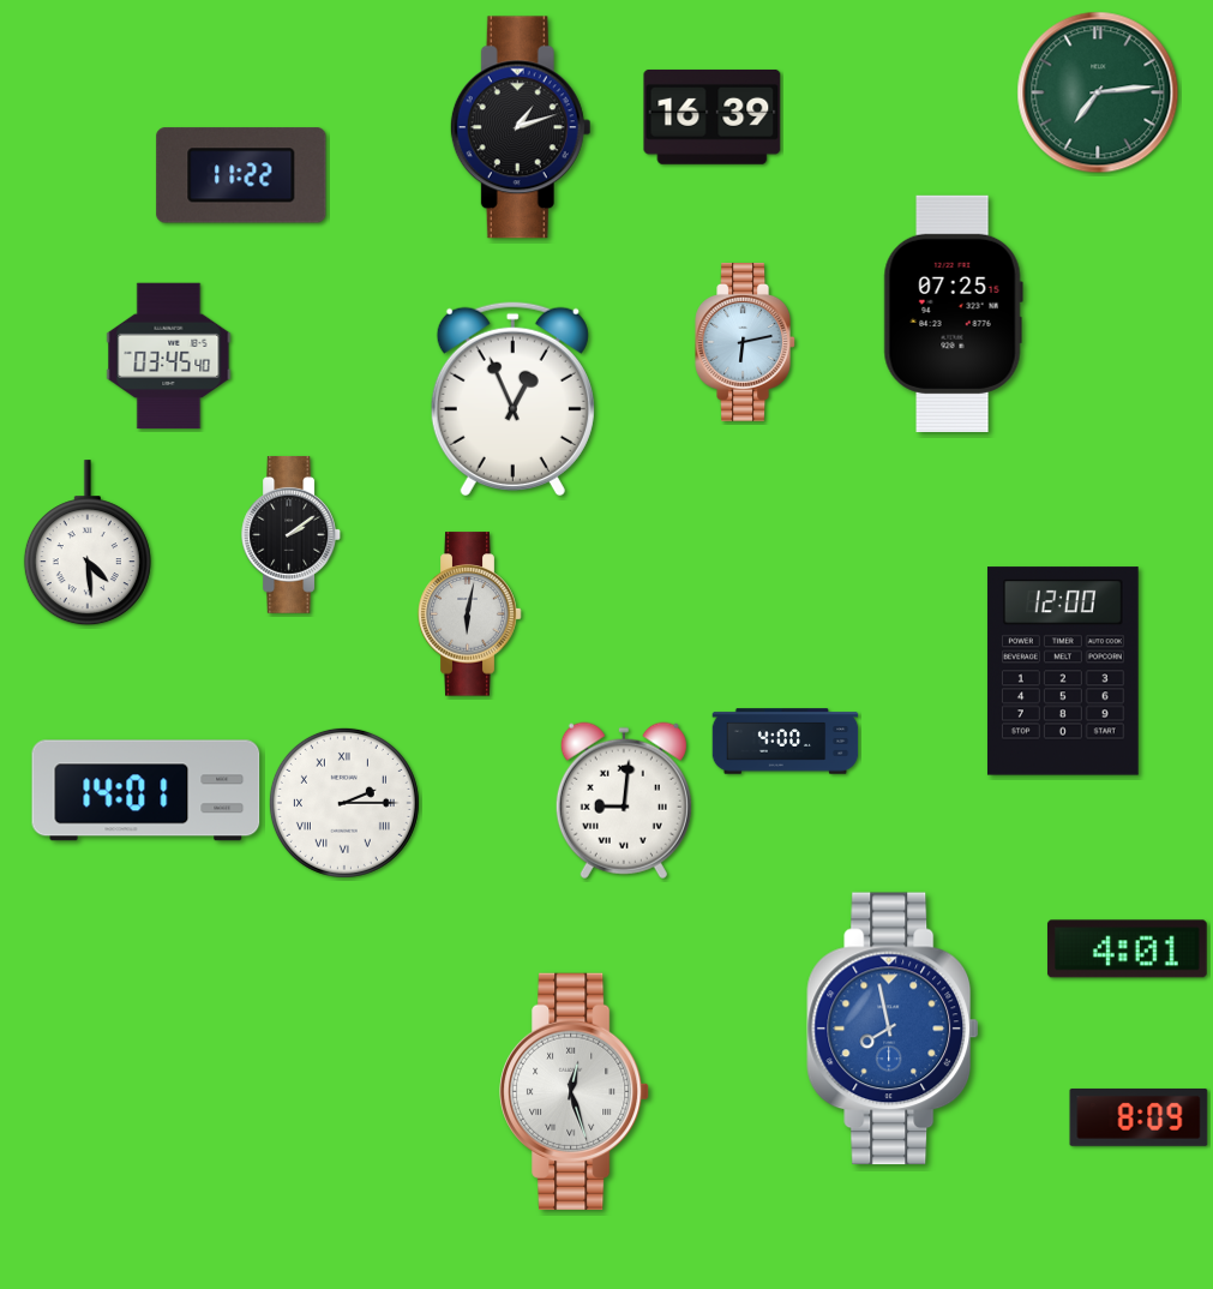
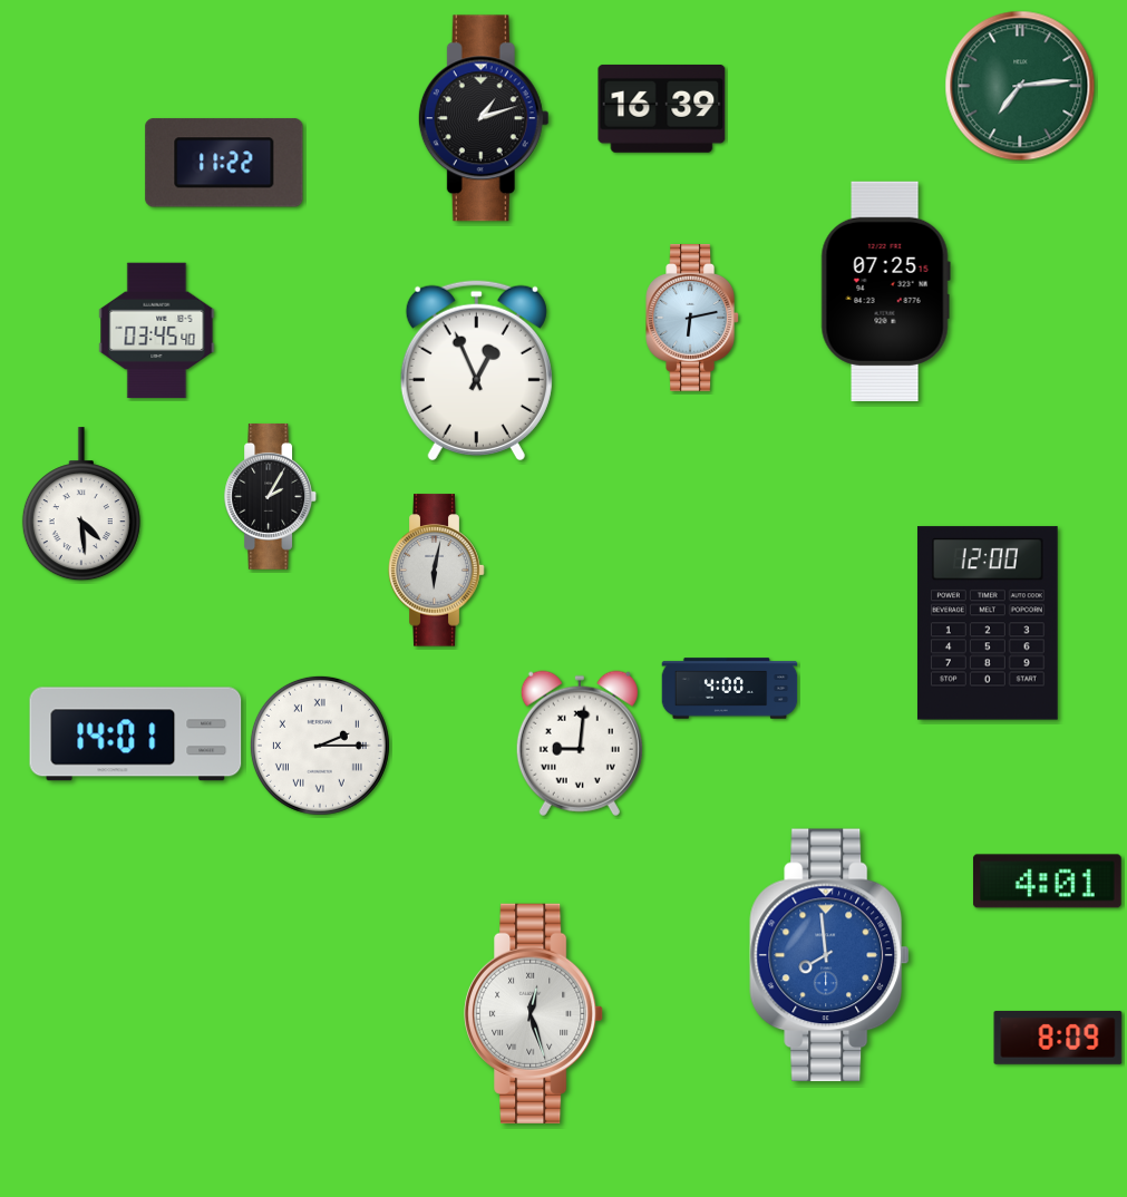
clock at (292, 534): 2:09 -> 2:05
clock at (893, 1029): 7:58 -> 7:59
